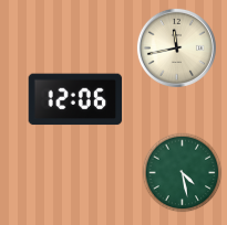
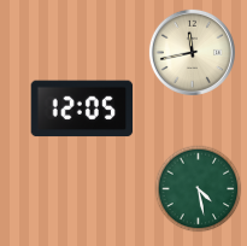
clock at (75, 99): 12:06 -> 12:05
